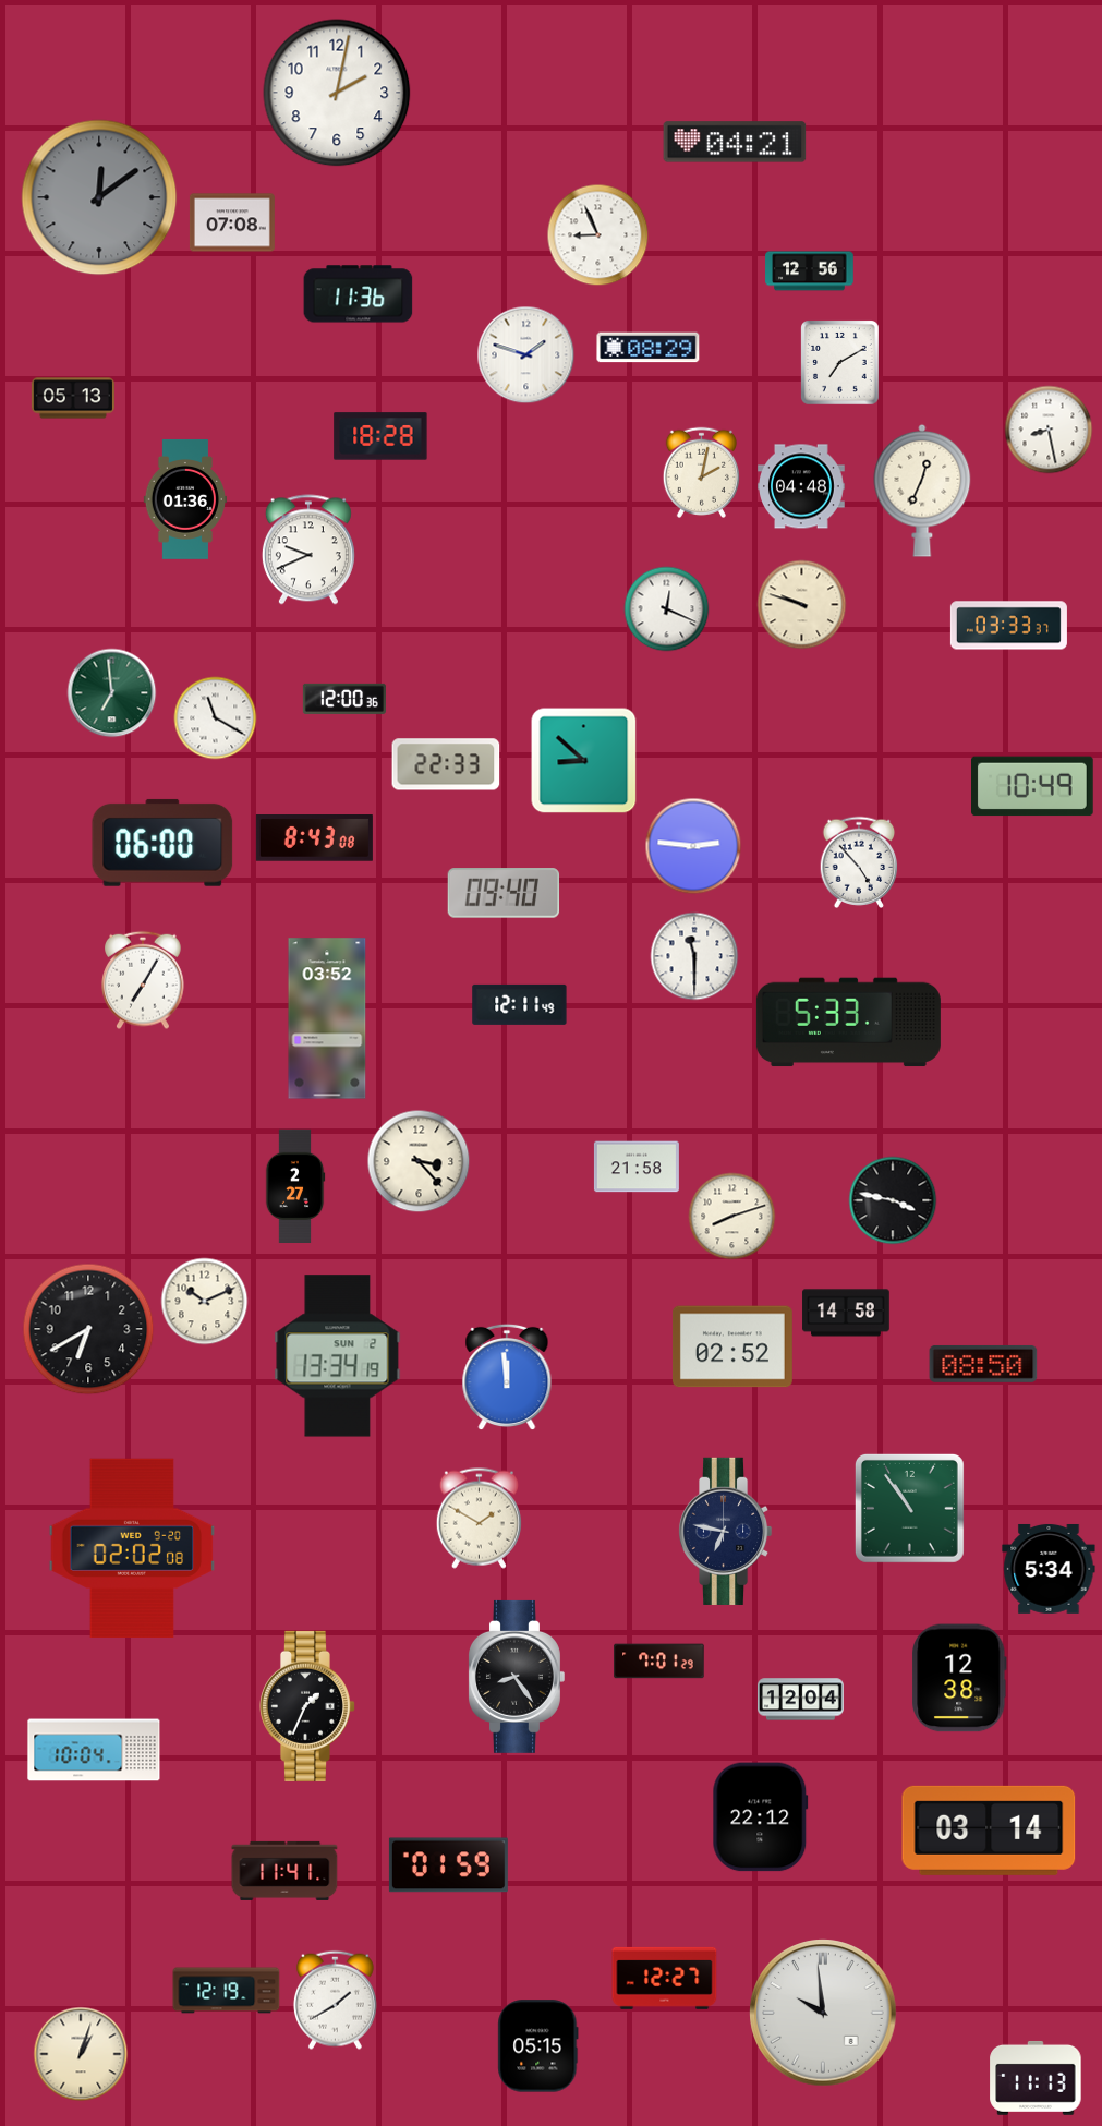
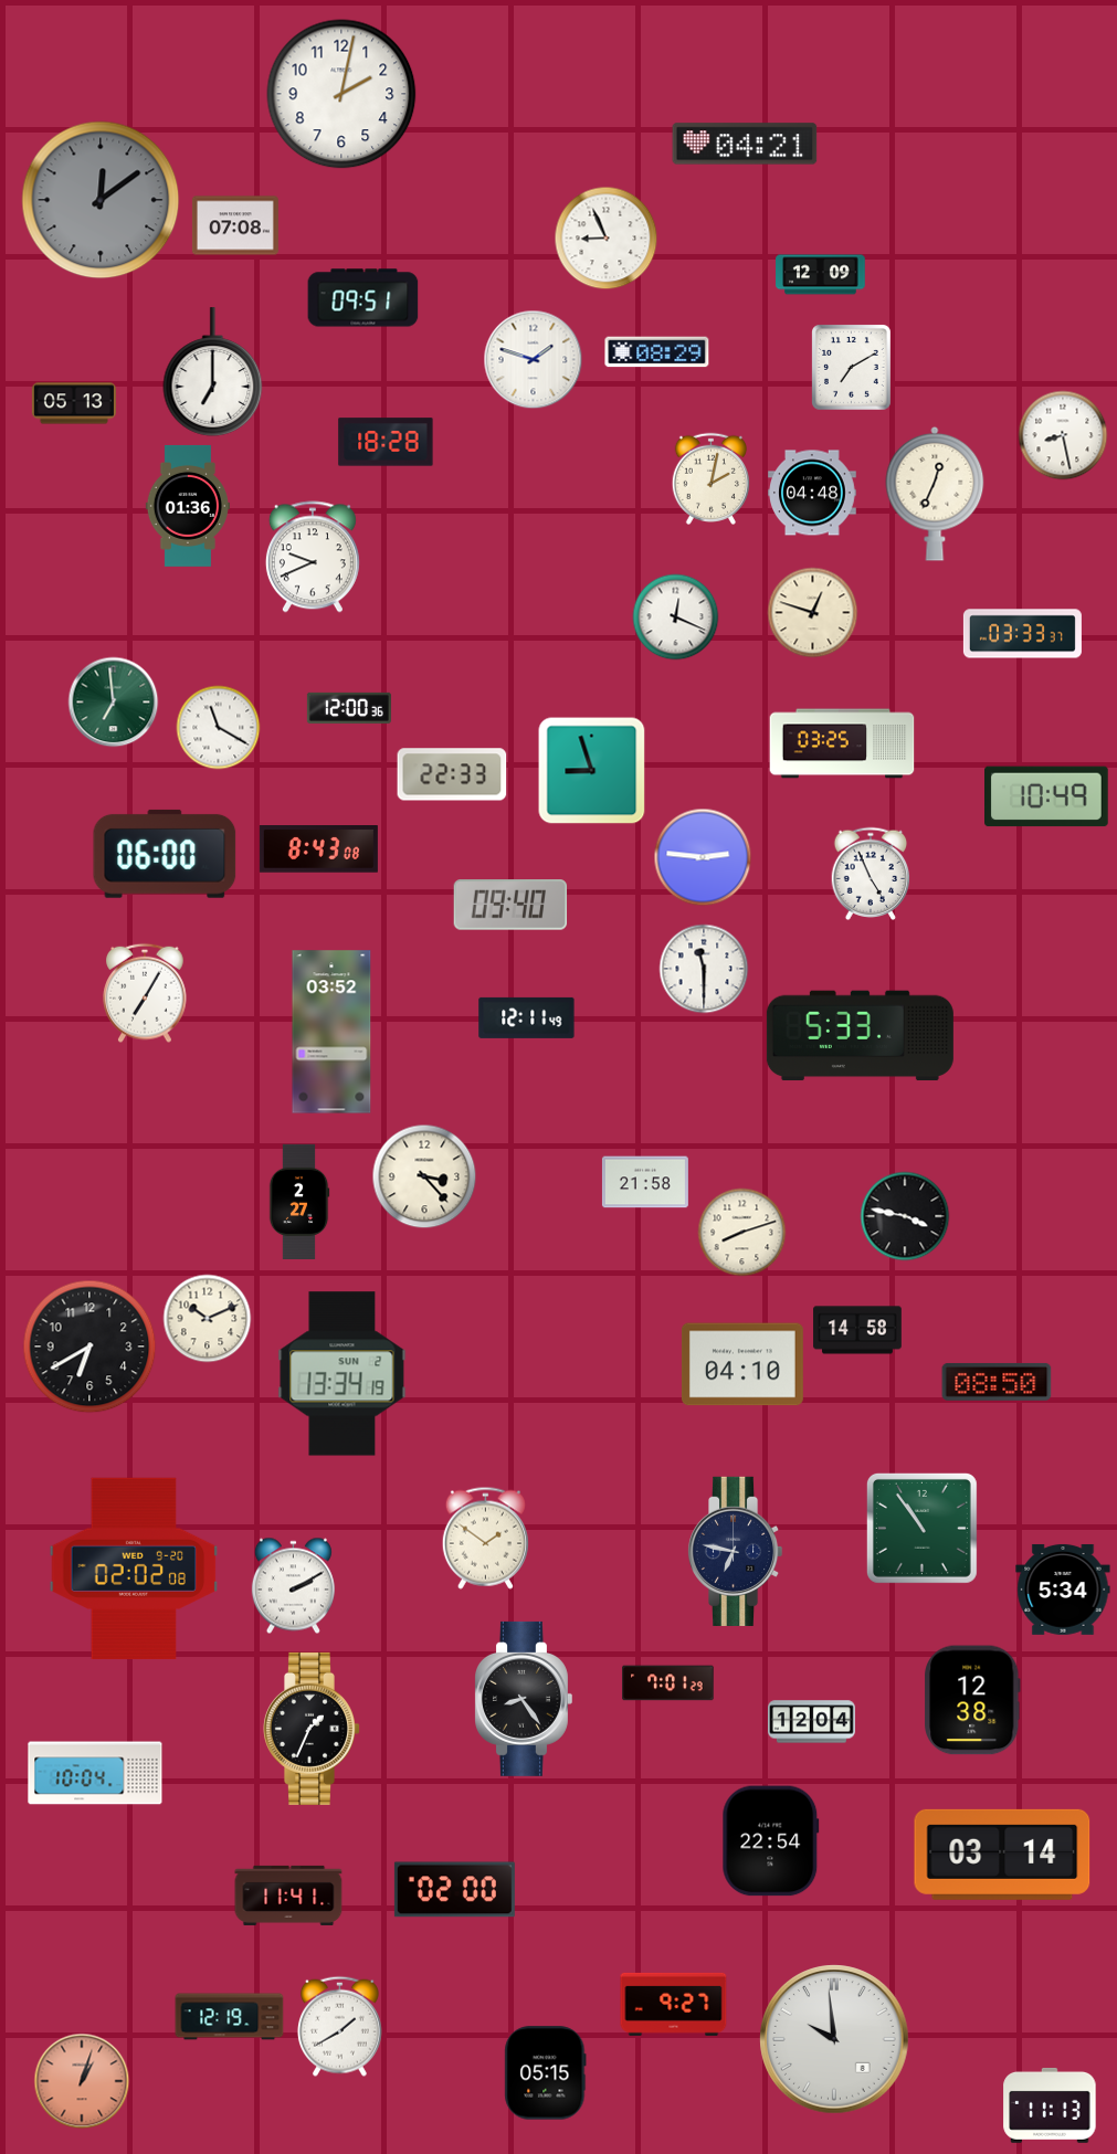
clock at (810, 271): 12:56 -> 12:09
clock at (359, 294): 11:36 -> 09:51
clock at (213, 372): none -> 7:00
clock at (922, 491) position: (922, 491) -> (935, 494)
clock at (802, 605): 9:48 -> 12:48
clock at (842, 743): none -> 03:25
clock at (584, 761): 8:52 -> 8:57
clock at (859, 861): 4:53 -> 4:56
clock at (732, 1346): 02:52 -> 04:10
clock at (507, 1377): 11:59 -> none
clock at (479, 1518): 1:50 -> 1:51
clock at (293, 1586): none -> 2:10
clock at (761, 1817): 22:12 -> 22:54
clock at (448, 1865): 01:59 -> 02:00
clock at (665, 1978): 12:27 -> 9:27
clock at (81, 2054) dial: cream -> salmon
